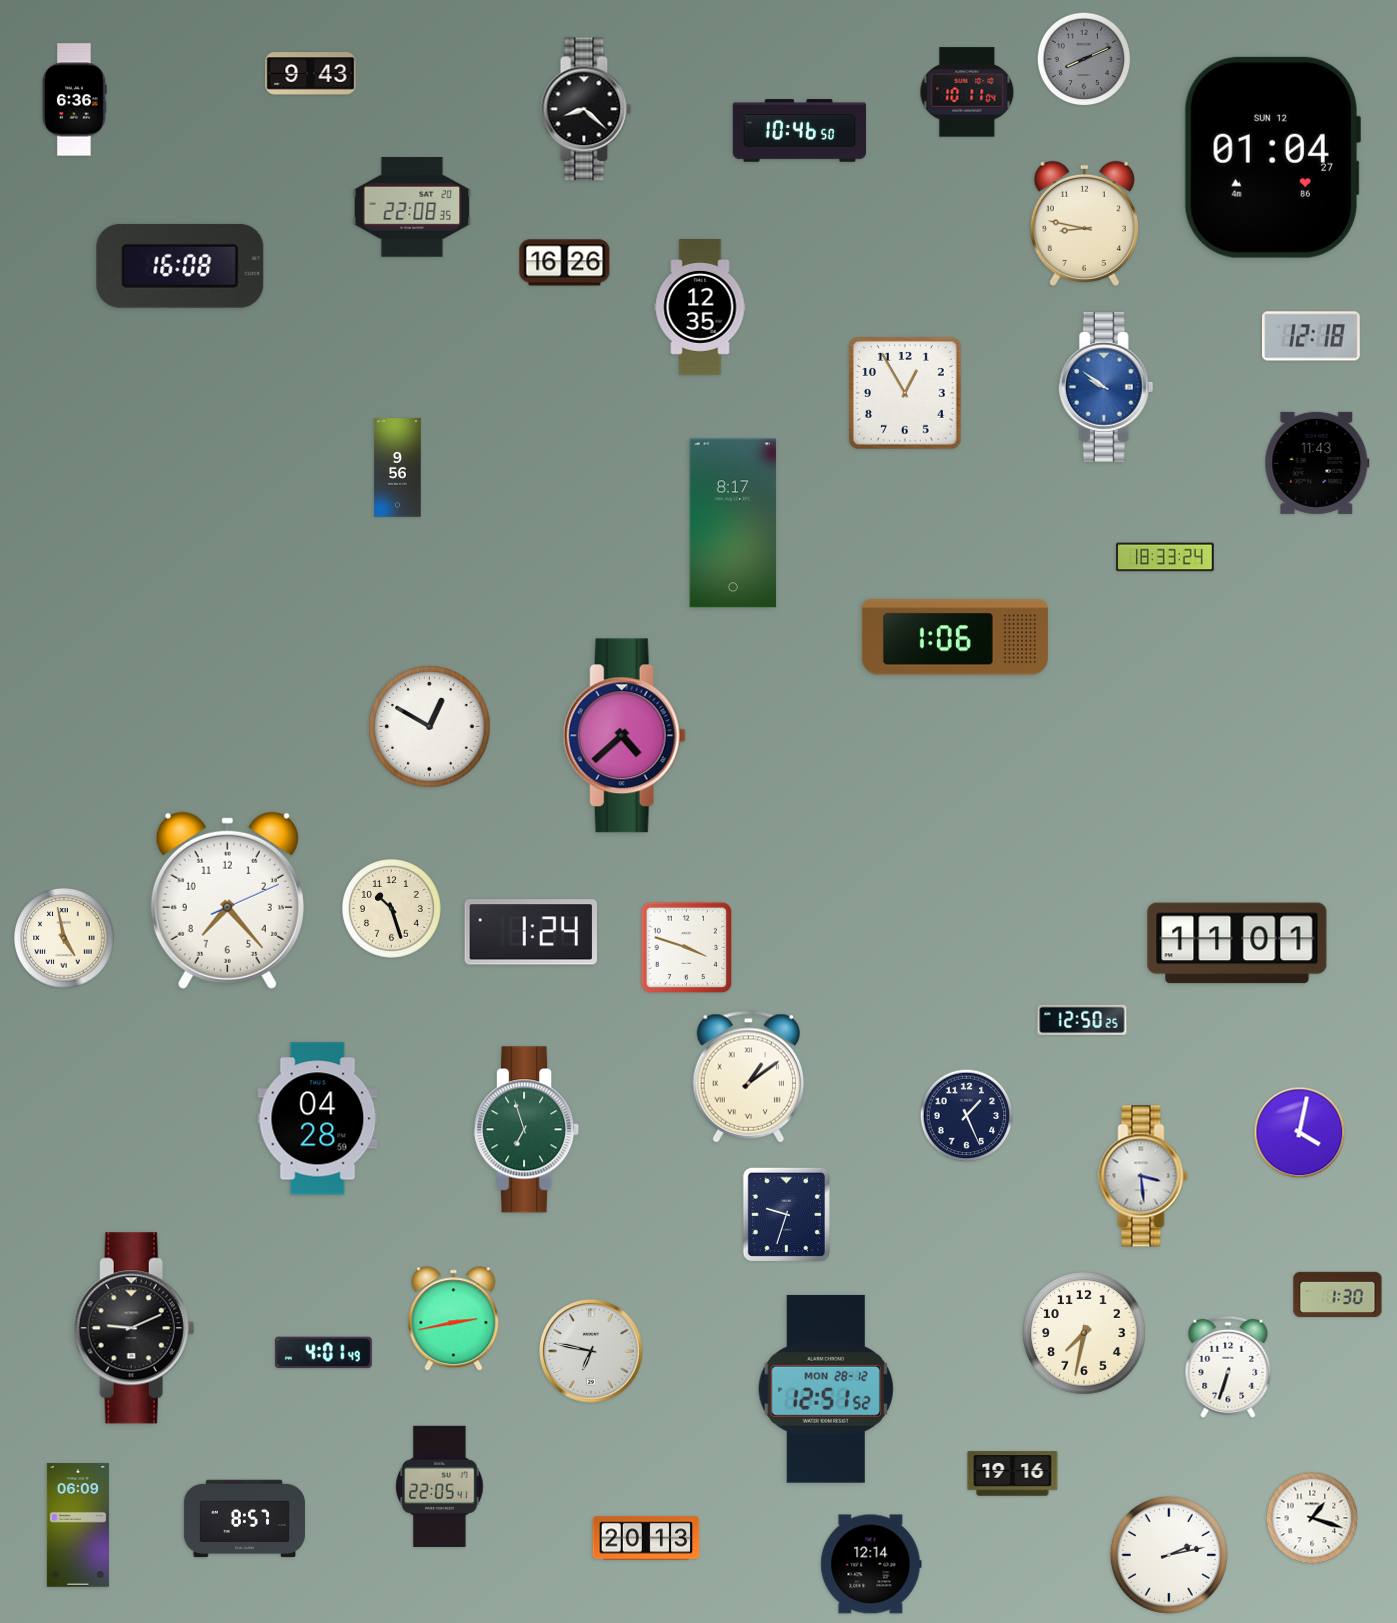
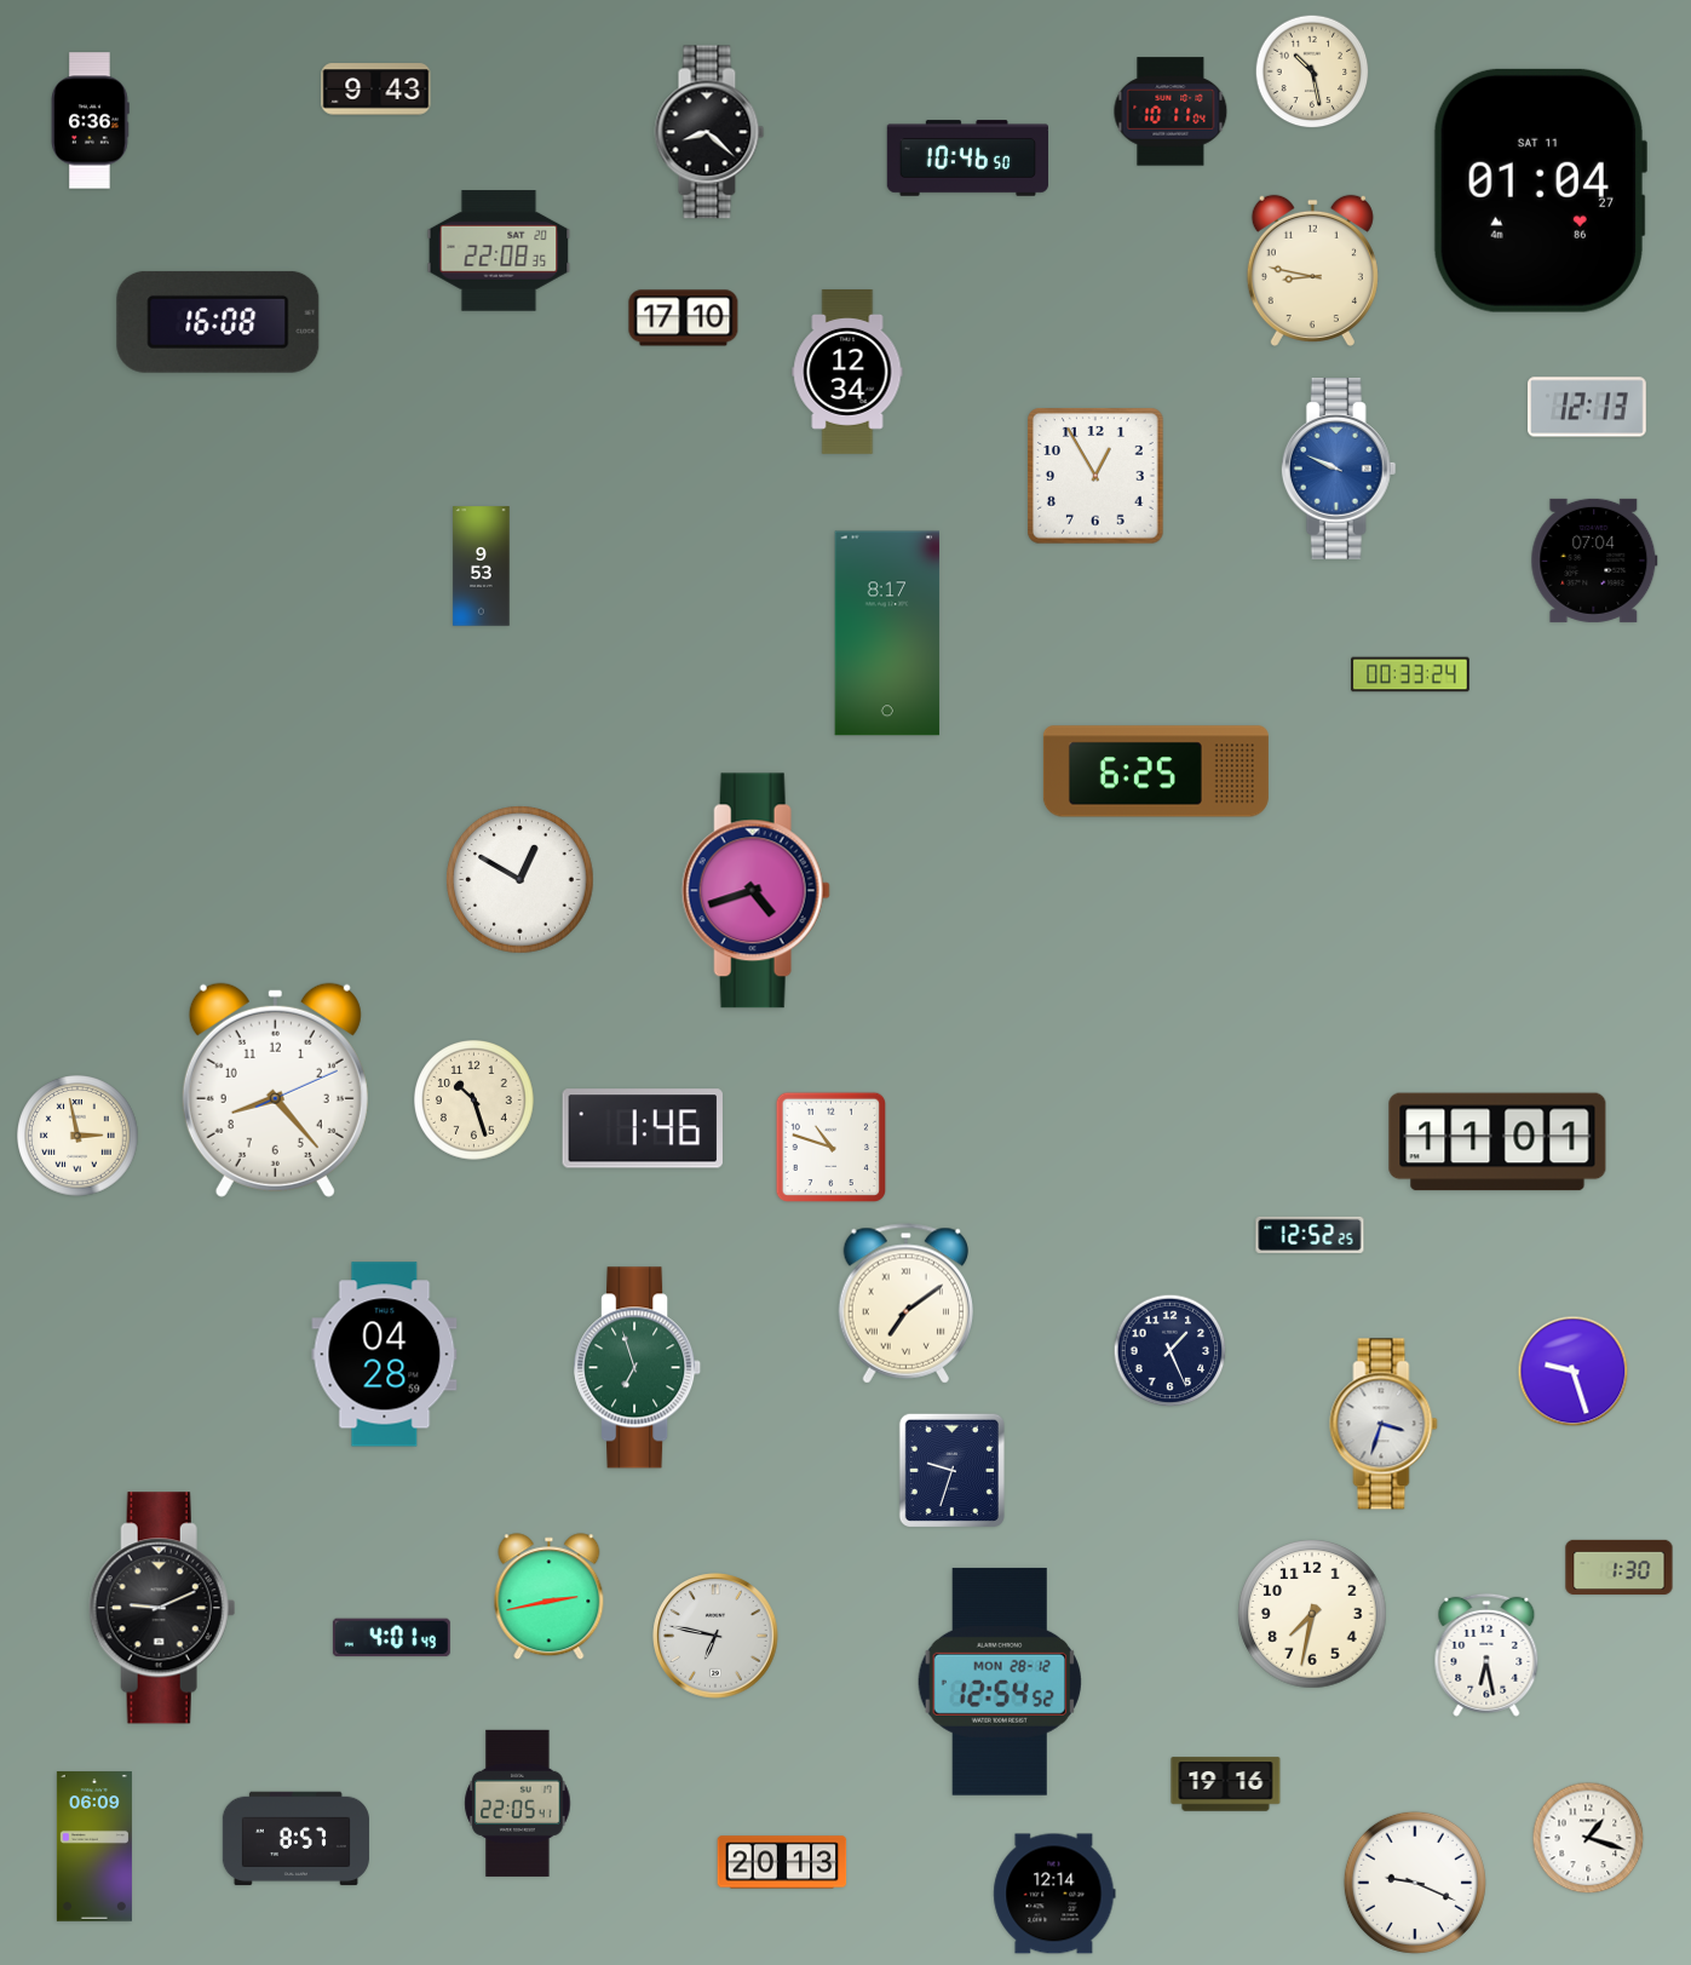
clock at (1084, 59): 8:11 -> 10:28
clock at (1084, 59) dial: grey -> cream
clock at (1272, 157) date: SUN 12 -> SAT 11
clock at (565, 263): 16:26 -> 17:10
clock at (700, 308): 12:35 -> 12:34
clock at (1312, 336): 12:18 -> 12:13
clock at (1106, 388): 9:51 -> 9:49
clock at (1317, 463): 11:43 -> 07:04
clock at (398, 468): 9:56 -> 9:53
clock at (1166, 557): 18:33 -> 00:33
clock at (955, 637): 1:06 -> 6:25
clock at (624, 736): 4:38 -> 4:42
clock at (227, 900): 7:23 -> 8:23
clock at (531, 932): 1:24 -> 1:46
clock at (64, 938): 4:58 -> 2:58
clock at (687, 948): 3:48 -> 10:48
clock at (1082, 1020): 12:50 -> 12:52
clock at (748, 1077): 1:09 -> 7:09
clock at (1300, 1133): 4:02 -> 9:27
clock at (1143, 1176): 3:29 -> 3:33
clock at (1228, 1367): 6:33 -> 6:28
clock at (826, 1389): 12:51 -> 12:54
clock at (440, 1486) position: (440, 1486) -> (518, 1803)
clock at (1169, 1555): 2:13 -> 9:19
